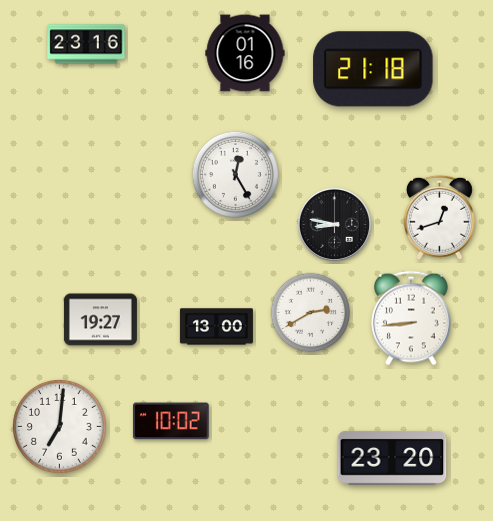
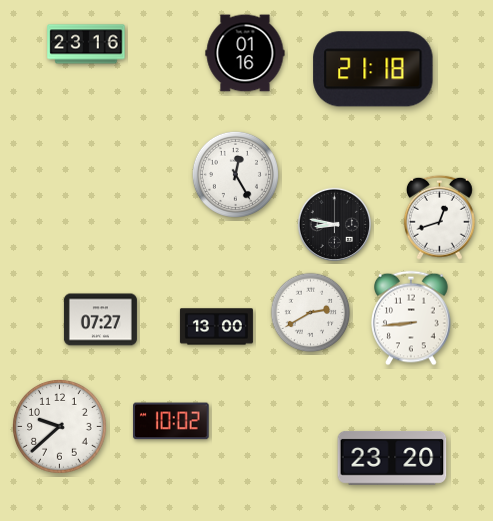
clock at (100, 320): 19:27 -> 07:27
clock at (60, 427): 7:01 -> 9:38
